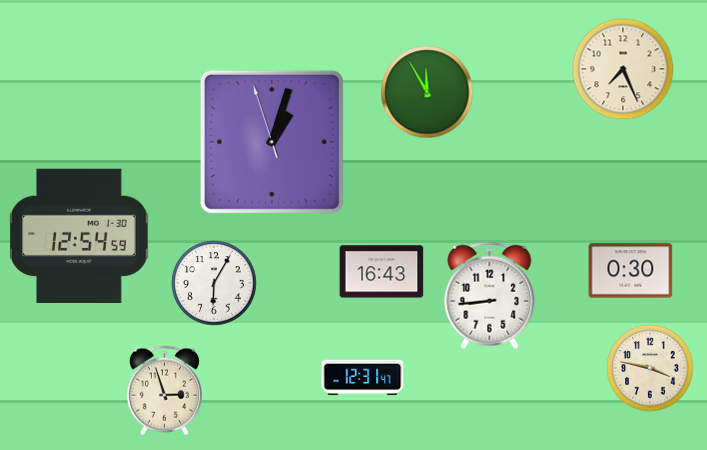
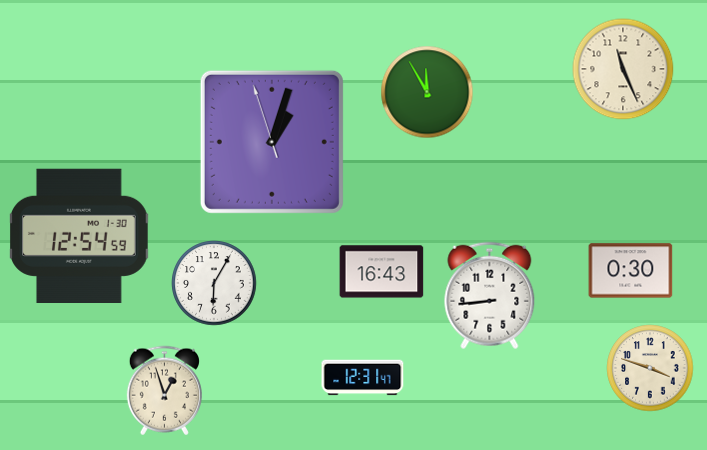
clock at (623, 69): 7:26 -> 11:26
clock at (650, 368): 3:47 -> 3:48
clock at (164, 391): 2:57 -> 12:57
